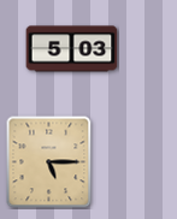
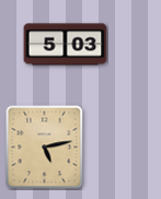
clock at (49, 162): 5:15 -> 5:13
